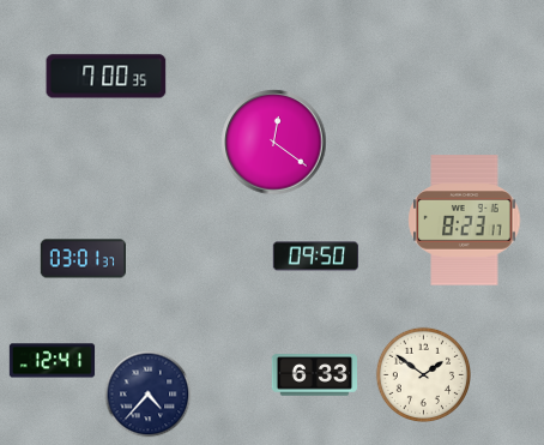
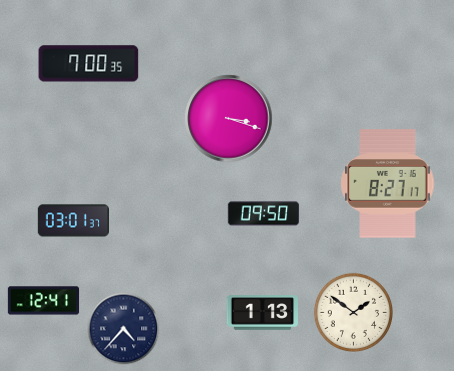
clock at (274, 143): 12:21 -> 3:18
clock at (465, 221): 8:23 -> 8:27
clock at (83, 259) position: (83, 259) -> (73, 221)
clock at (315, 375): 6:33 -> 1:13
